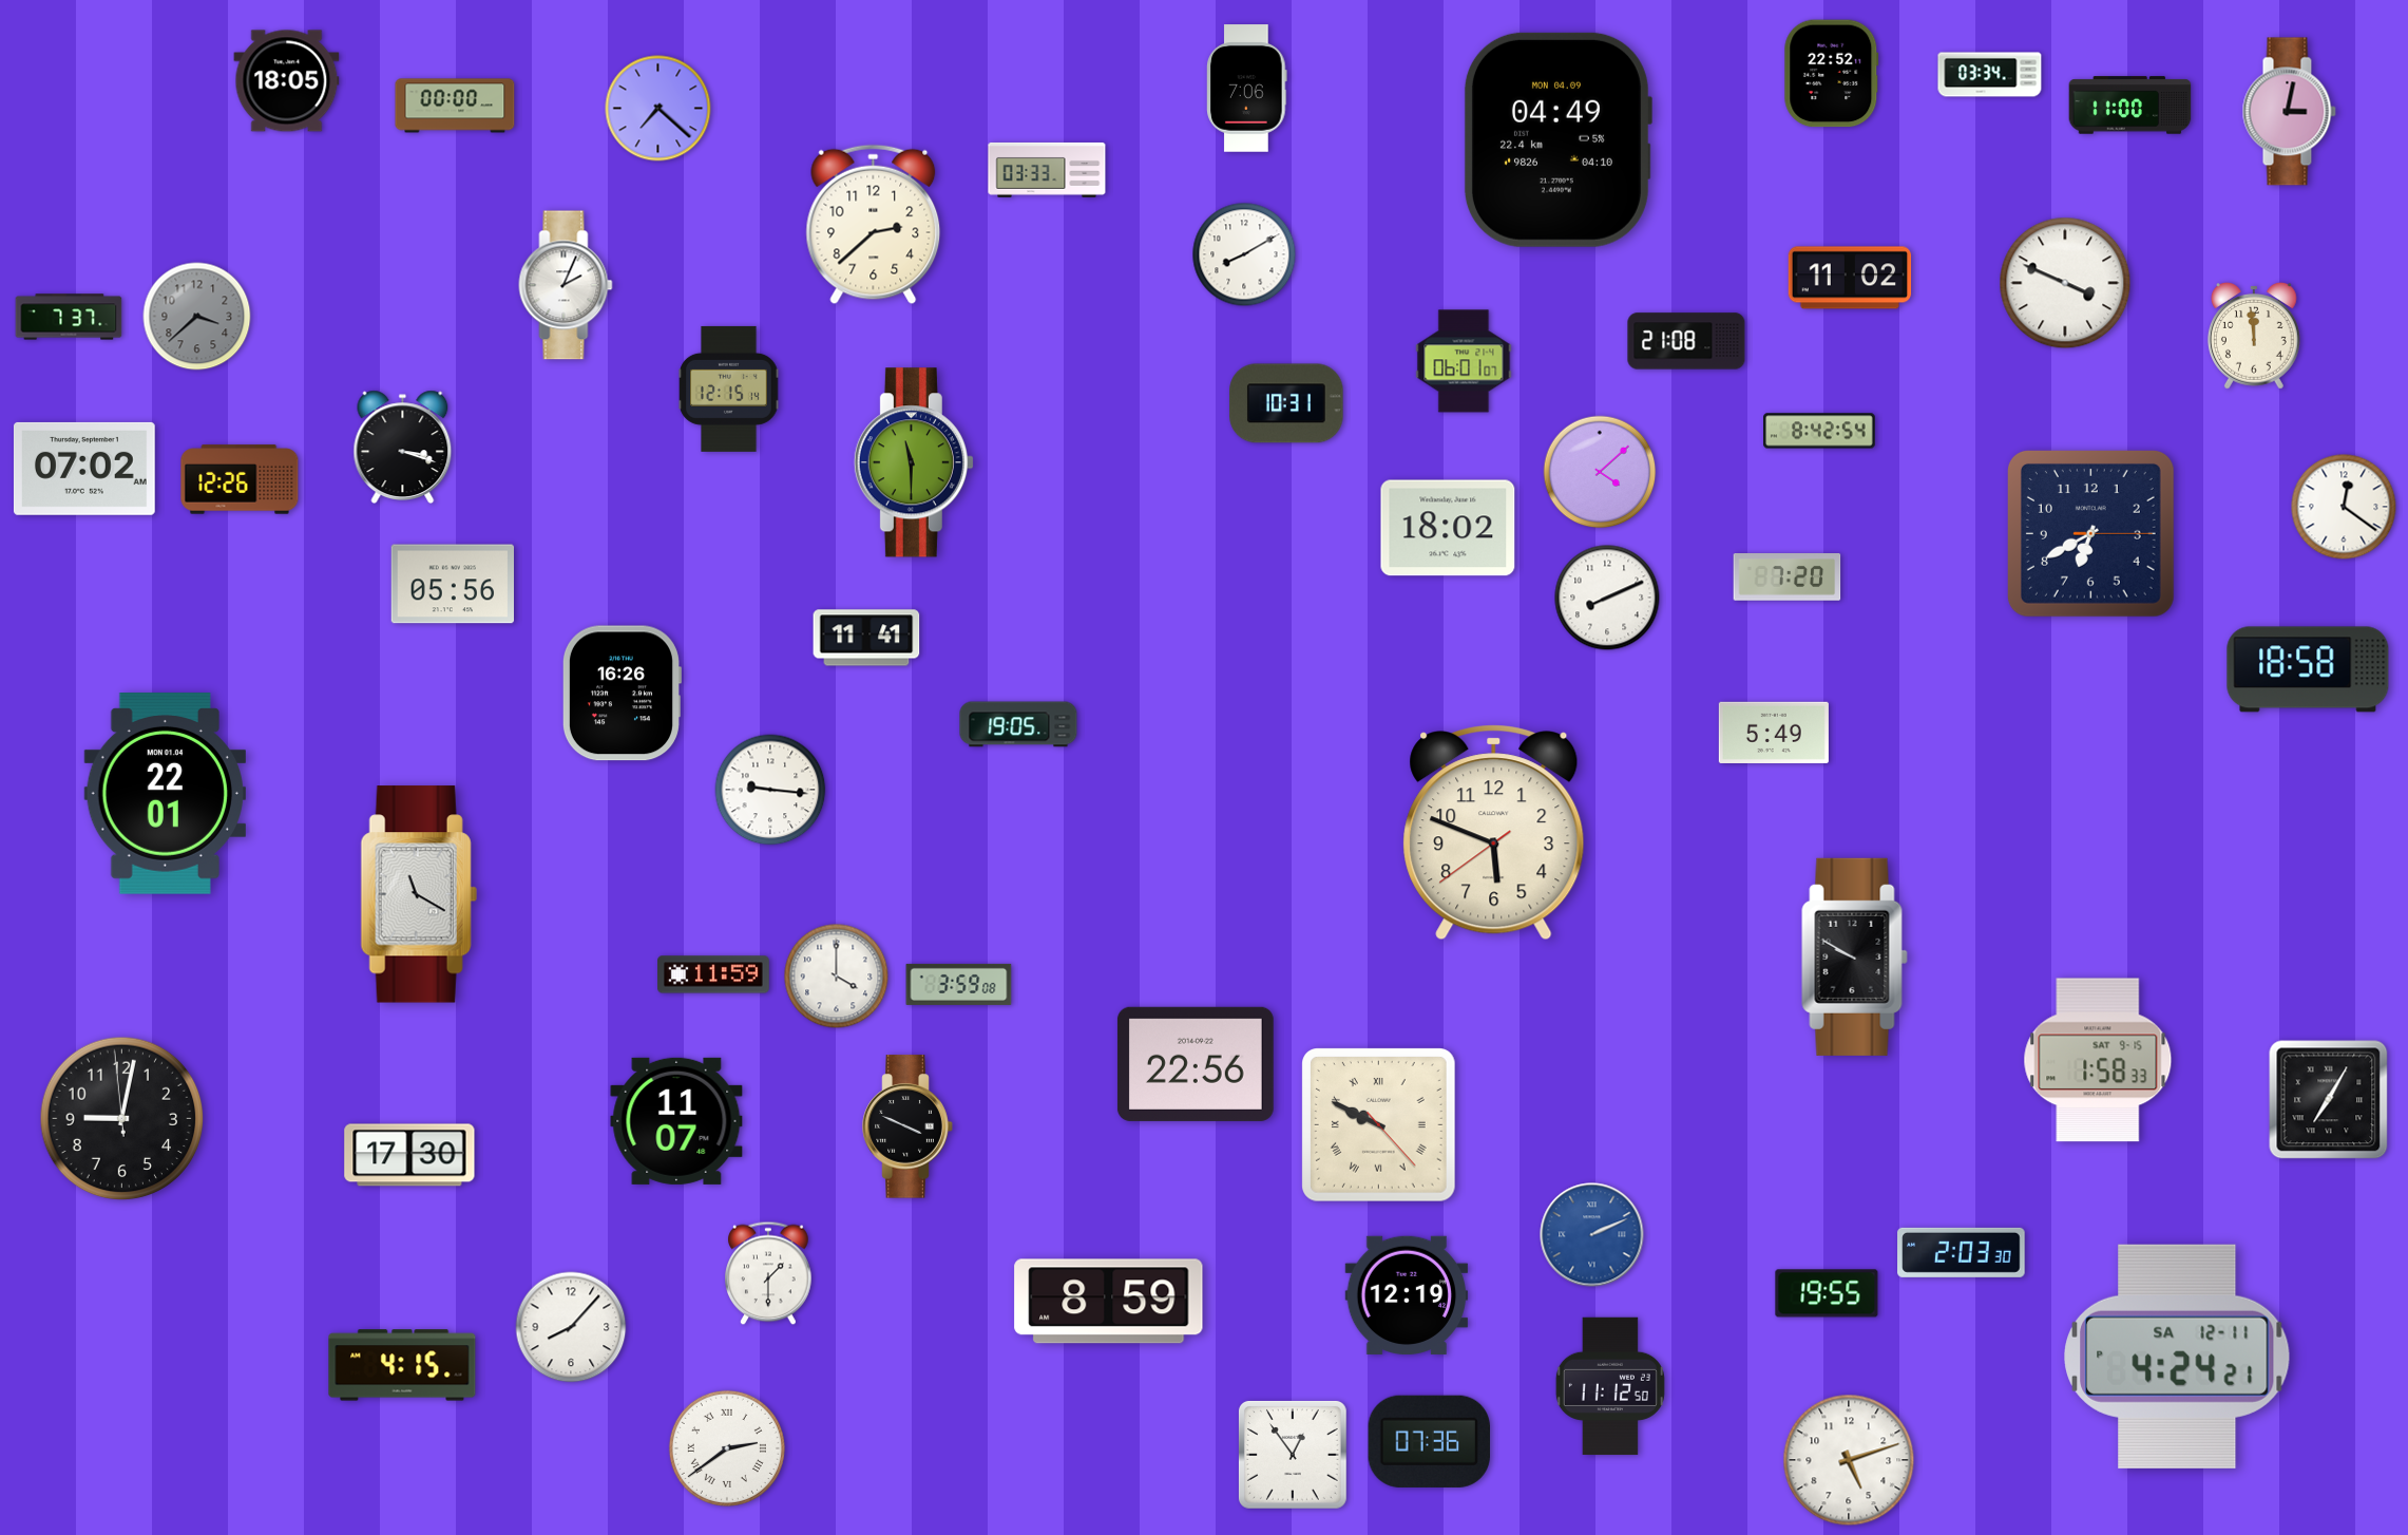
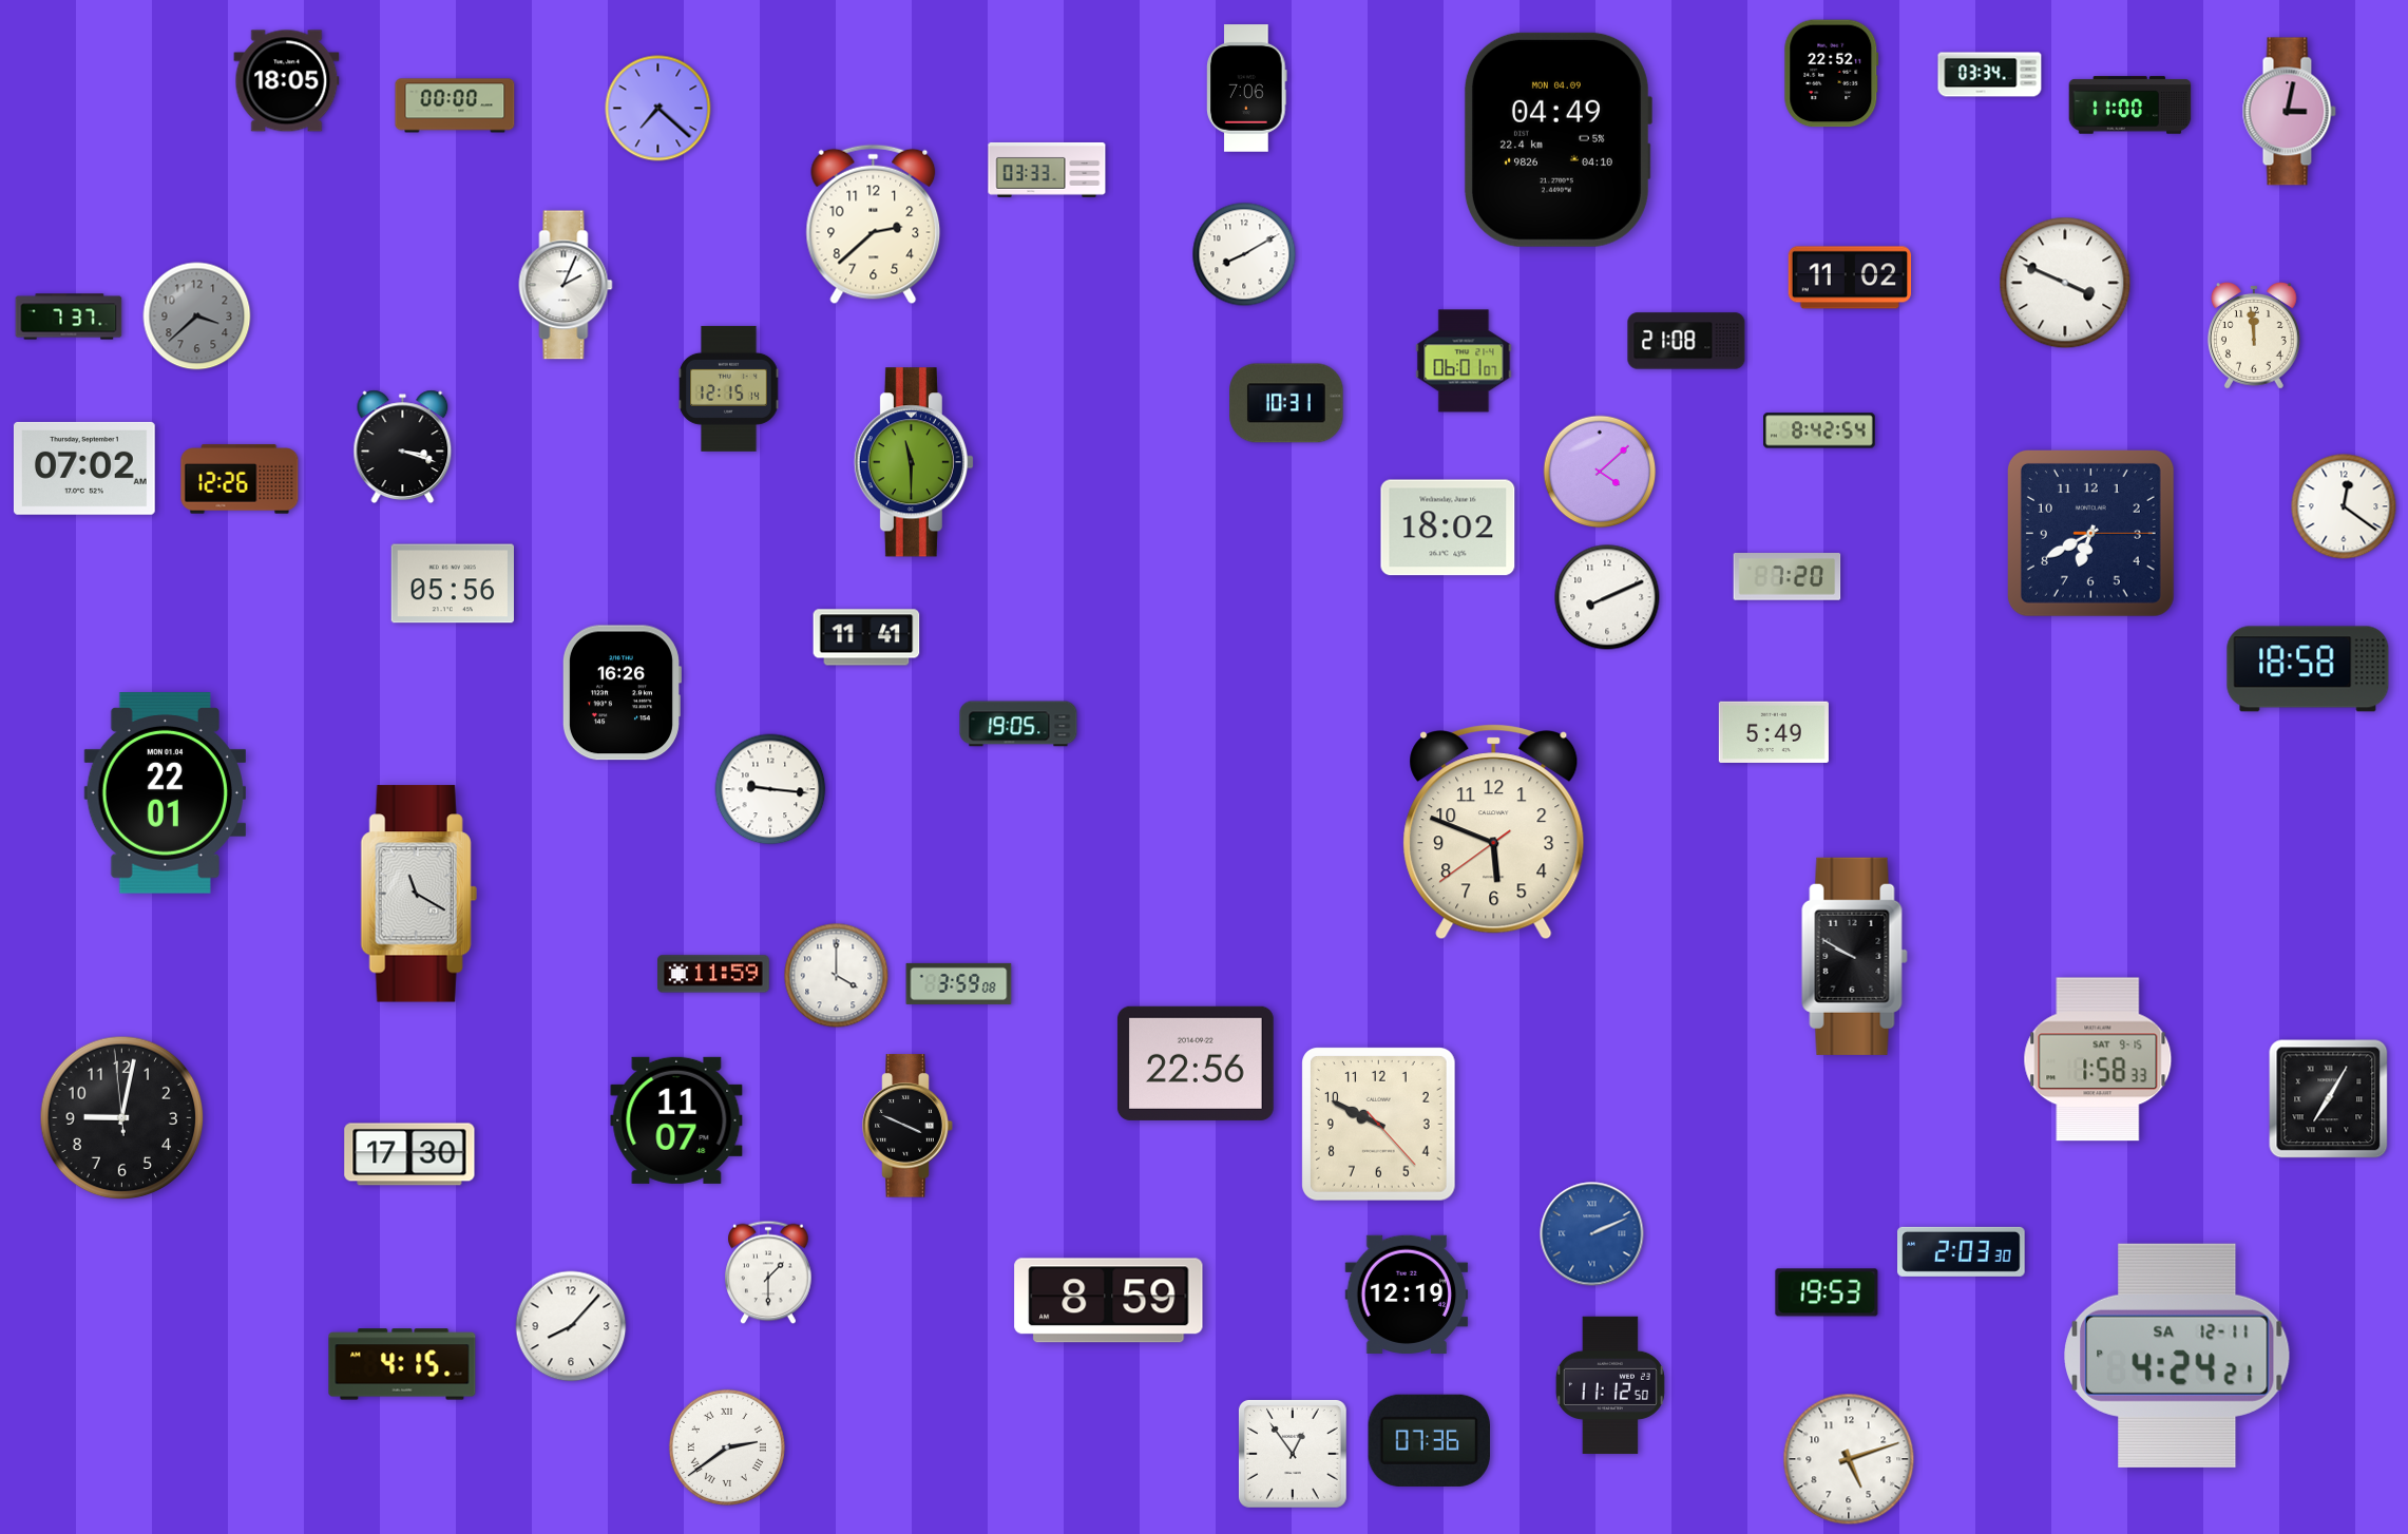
clock at (1379, 1125) numerals: Roman -> Arabic
clock at (1827, 1293): 19:55 -> 19:53
